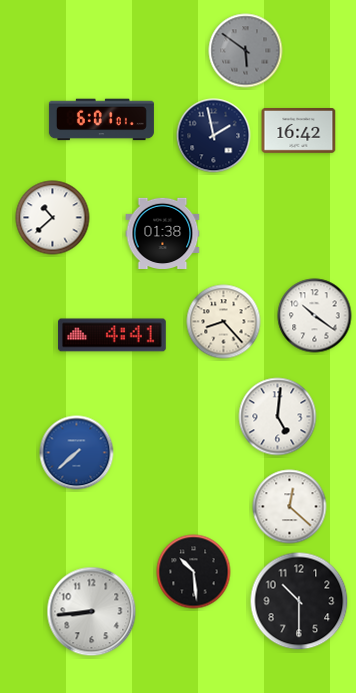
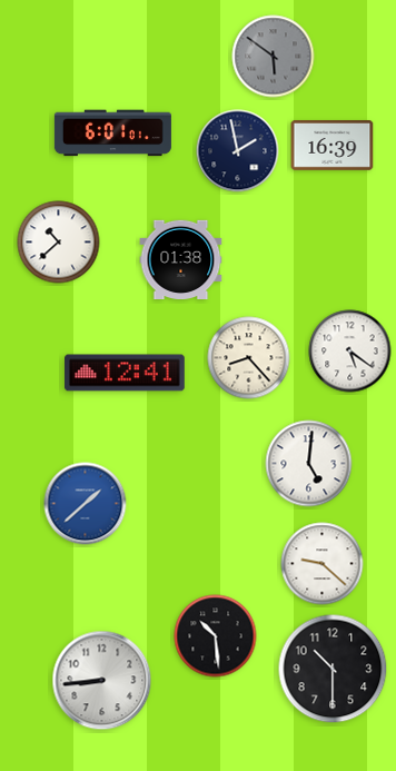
clock at (299, 131): 16:42 -> 16:39
clock at (315, 316): 10:21 -> 5:21
clock at (112, 335): 4:41 -> 12:41
clock at (77, 453): 7:38 -> 1:38
clock at (290, 507): 12:22 -> 9:22
